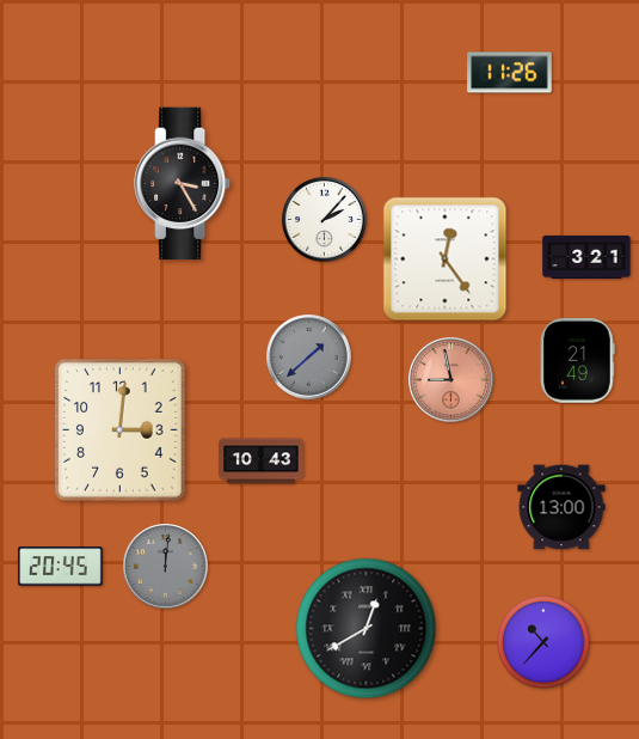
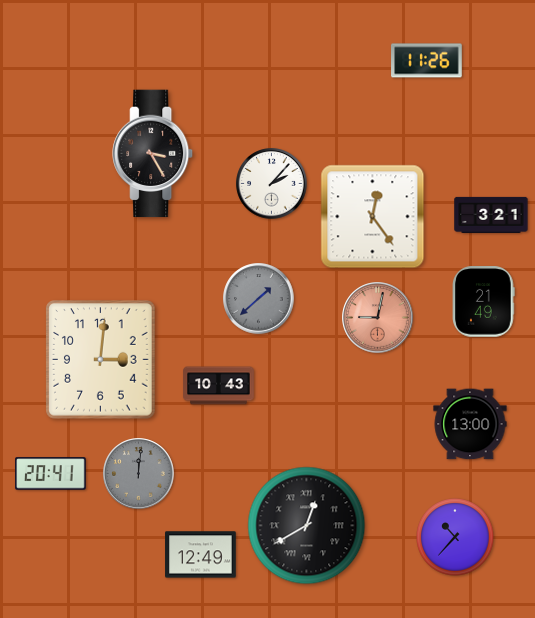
clock at (451, 380): 8:58 -> 9:02
clock at (61, 567): 20:45 -> 20:41
clock at (201, 555): none -> 12:49
